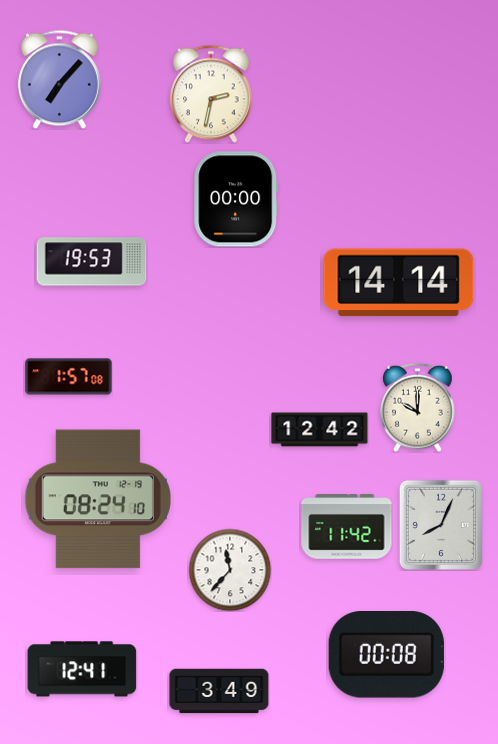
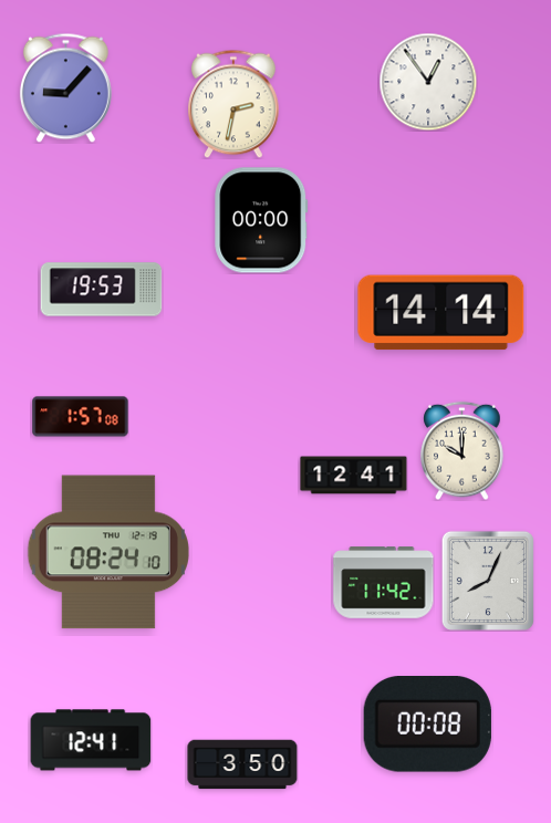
clock at (428, 82): none -> 12:54
clock at (59, 79): 7:07 -> 9:07
clock at (69, 377) position: (69, 377) -> (81, 417)
clock at (320, 430): 12:42 -> 12:41
clock at (230, 570): 11:37 -> none
clock at (219, 691): 3:49 -> 3:50
